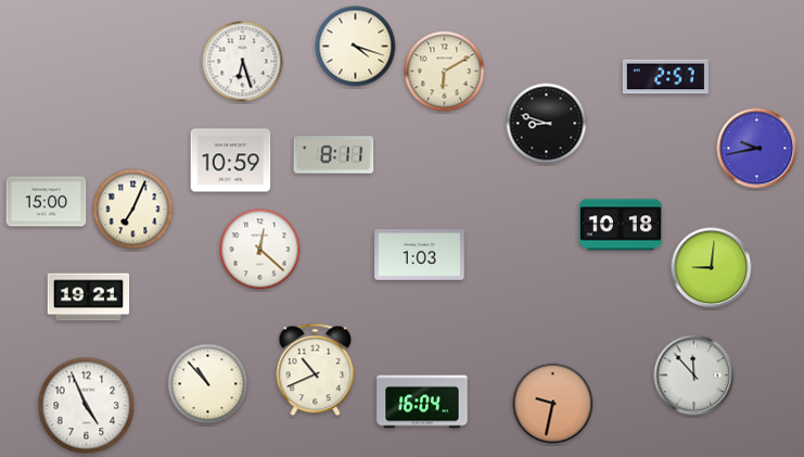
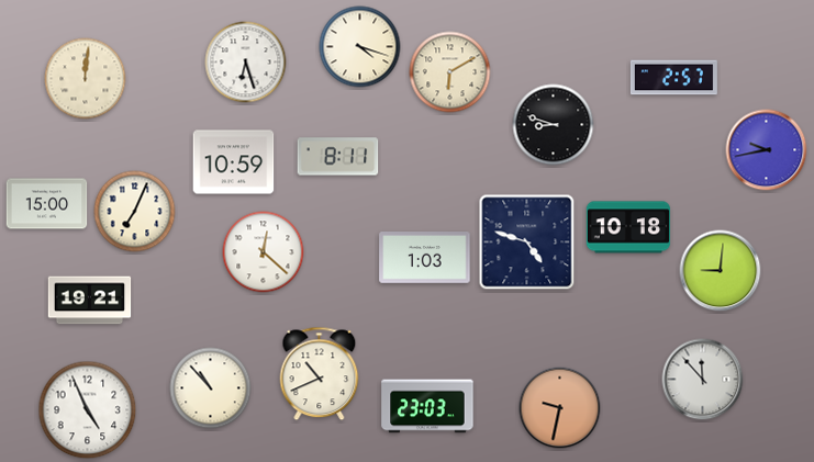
clock at (86, 79): none -> 12:01
clock at (527, 243): none -> 4:48
clock at (422, 402): 16:04 -> 23:03
